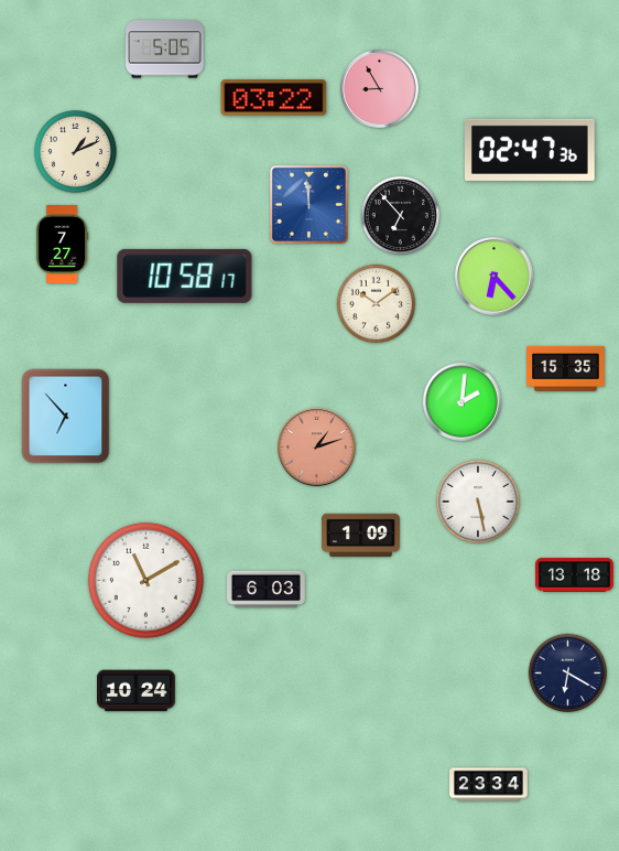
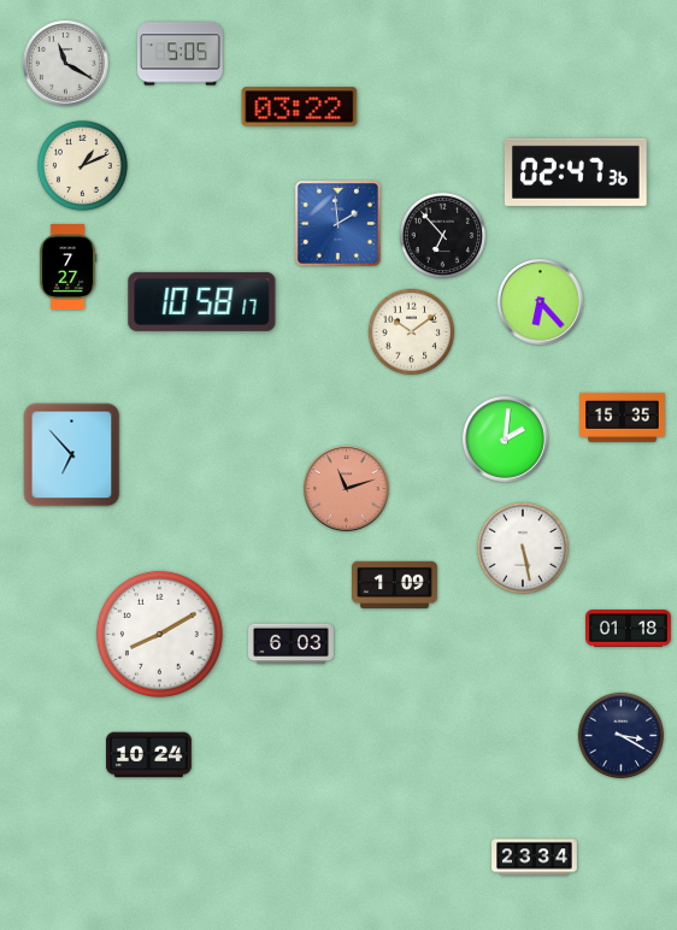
clock at (66, 64): none -> 11:20
clock at (380, 89): 8:55 -> none
clock at (530, 150) position: (530, 150) -> (576, 172)
clock at (308, 204): 11:59 -> 1:59
clock at (401, 216) position: (401, 216) -> (443, 236)
clock at (566, 368) position: (566, 368) -> (623, 417)
clock at (317, 448): 1:12 -> 11:12
clock at (575, 575): 13:18 -> 01:18
clock at (145, 580): 11:10 -> 8:10
clock at (568, 674): 6:20 -> 3:20
